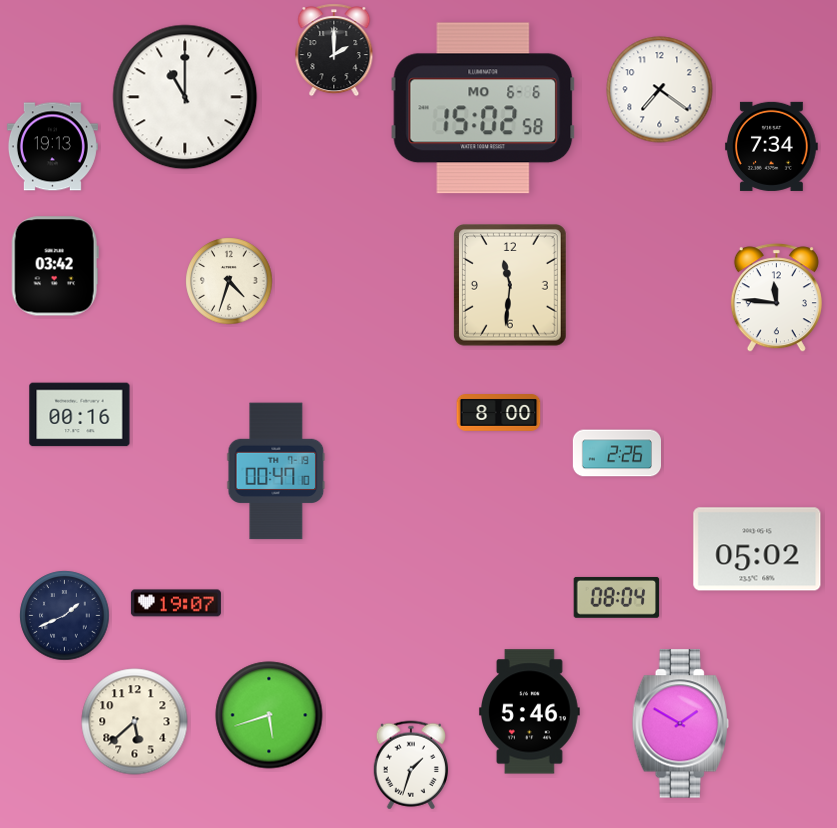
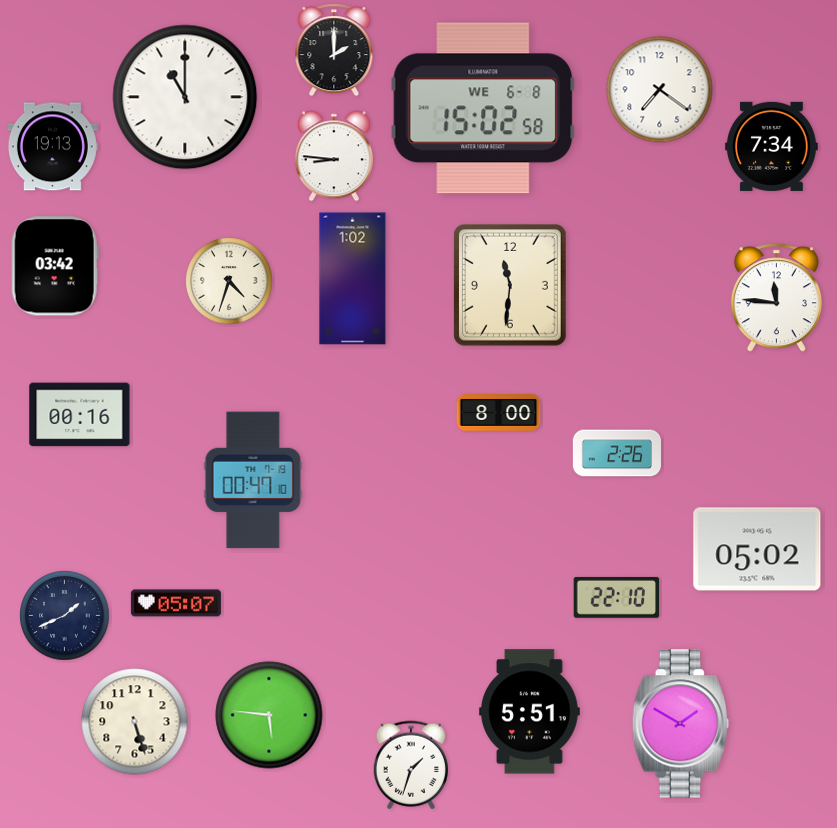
clock at (483, 108) date: MO 6-6 -> WE 6-8
clock at (334, 156): none -> 8:46
clock at (353, 279): none -> 1:02
clock at (276, 471) position: (276, 471) -> (253, 480)
clock at (617, 597): 08:04 -> 22:10
clock at (176, 603): 19:07 -> 05:07
clock at (529, 712): 5:46 -> 5:51
clock at (269, 715): 5:42 -> 5:46
clock at (135, 722): 5:38 -> 5:27
